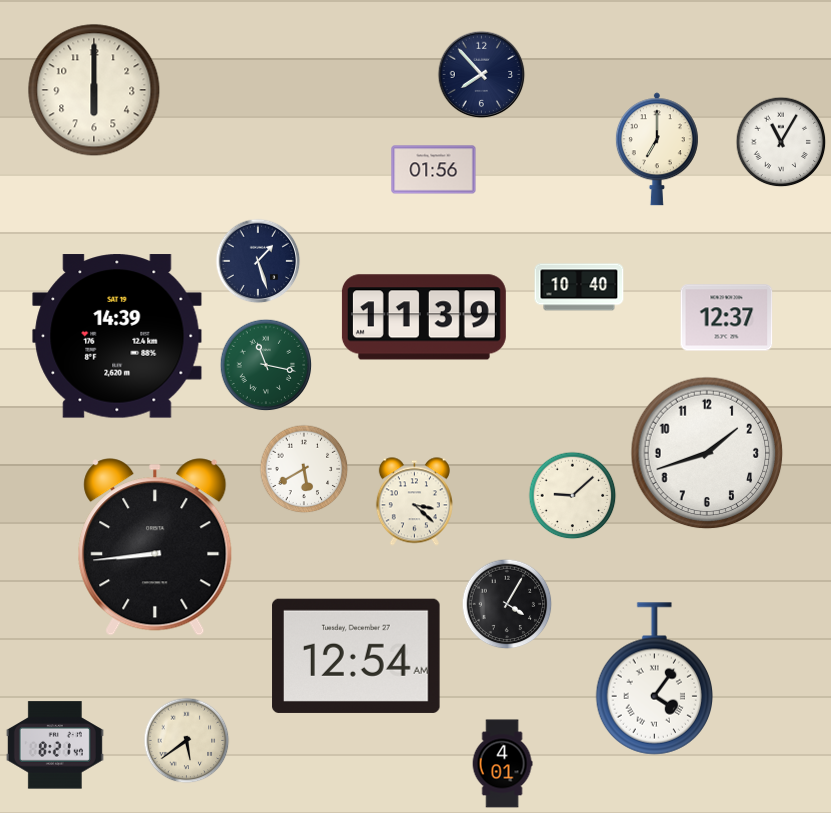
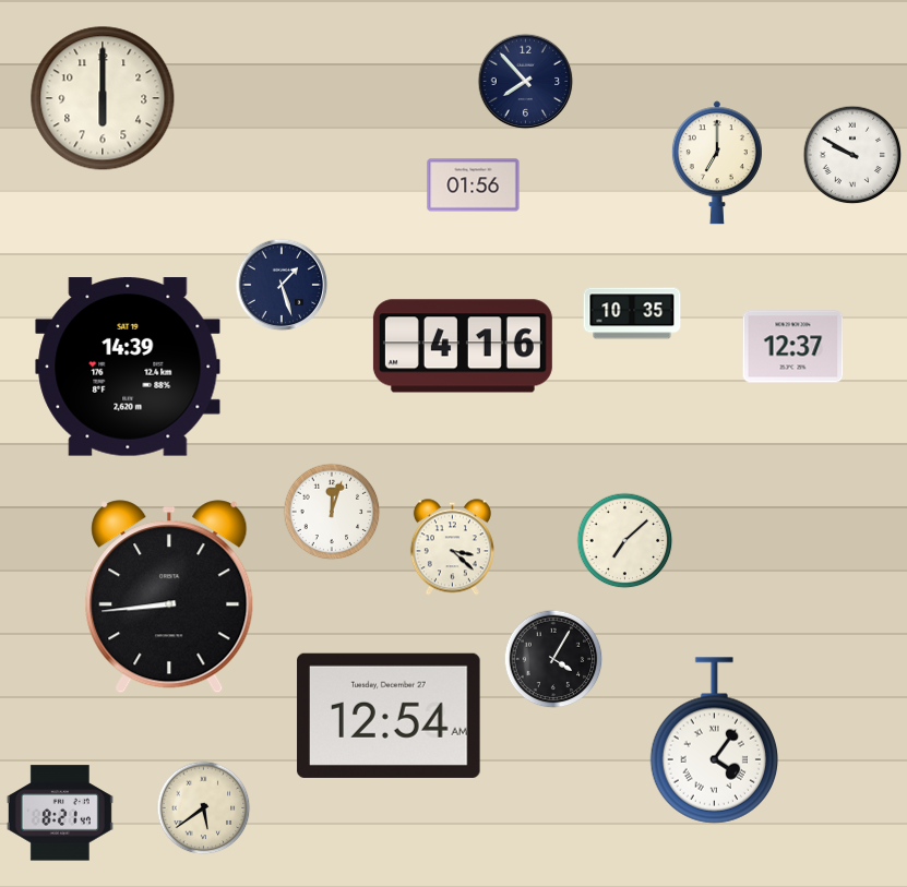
clock at (781, 142): 11:05 -> 9:50
clock at (579, 287): 10:40 -> 10:35
clock at (424, 317): 11:39 -> 4:16
clock at (266, 365): 11:17 -> none
clock at (707, 453): 1:42 -> none
clock at (304, 469): 5:40 -> 12:03
clock at (573, 496): 9:08 -> 7:08
clock at (502, 764): 4:01 -> none
